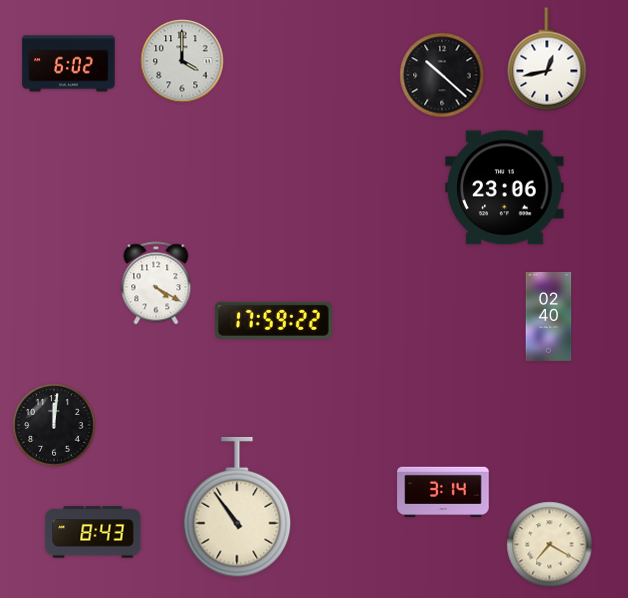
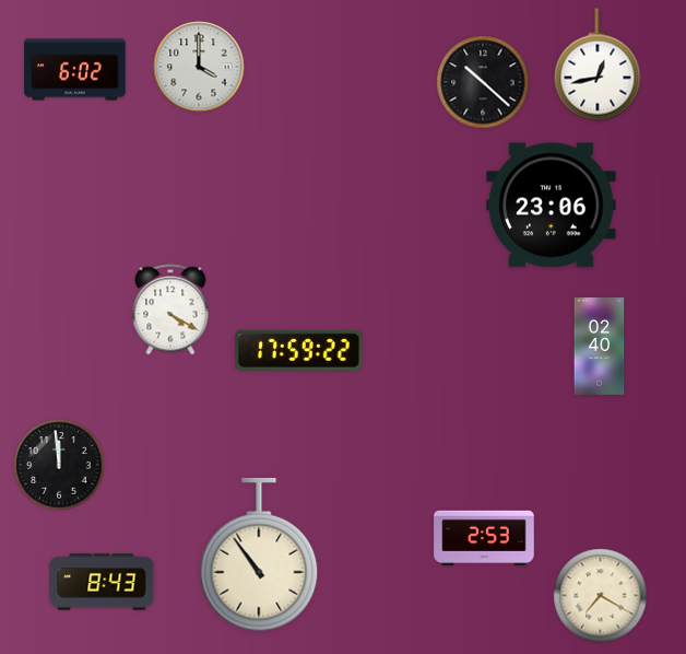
clock at (54, 425): 12:01 -> 11:59
clock at (443, 492): 3:14 -> 2:53
